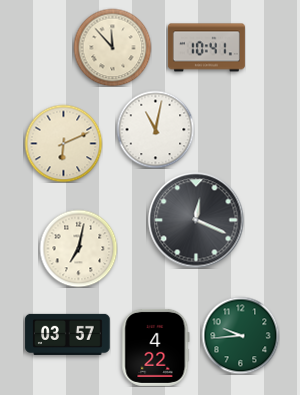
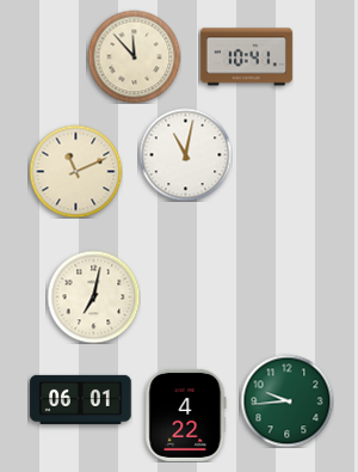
clock at (63, 143): 6:11 -> 11:11
clock at (196, 220): 12:19 -> none
clock at (68, 334): 03:57 -> 06:01
